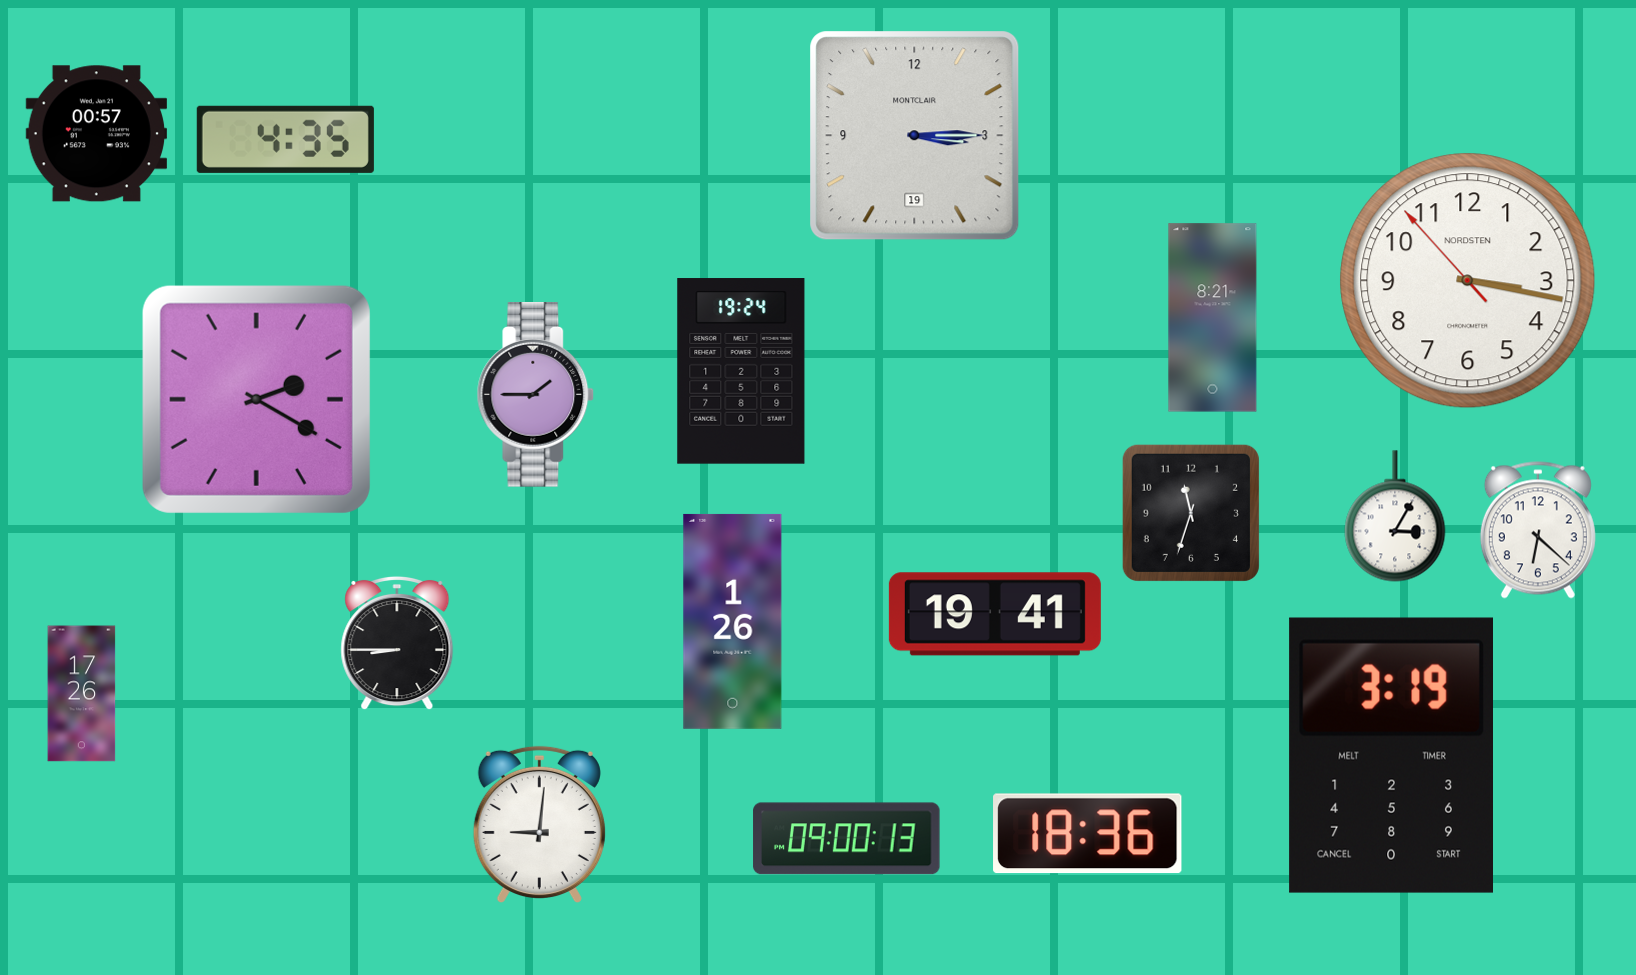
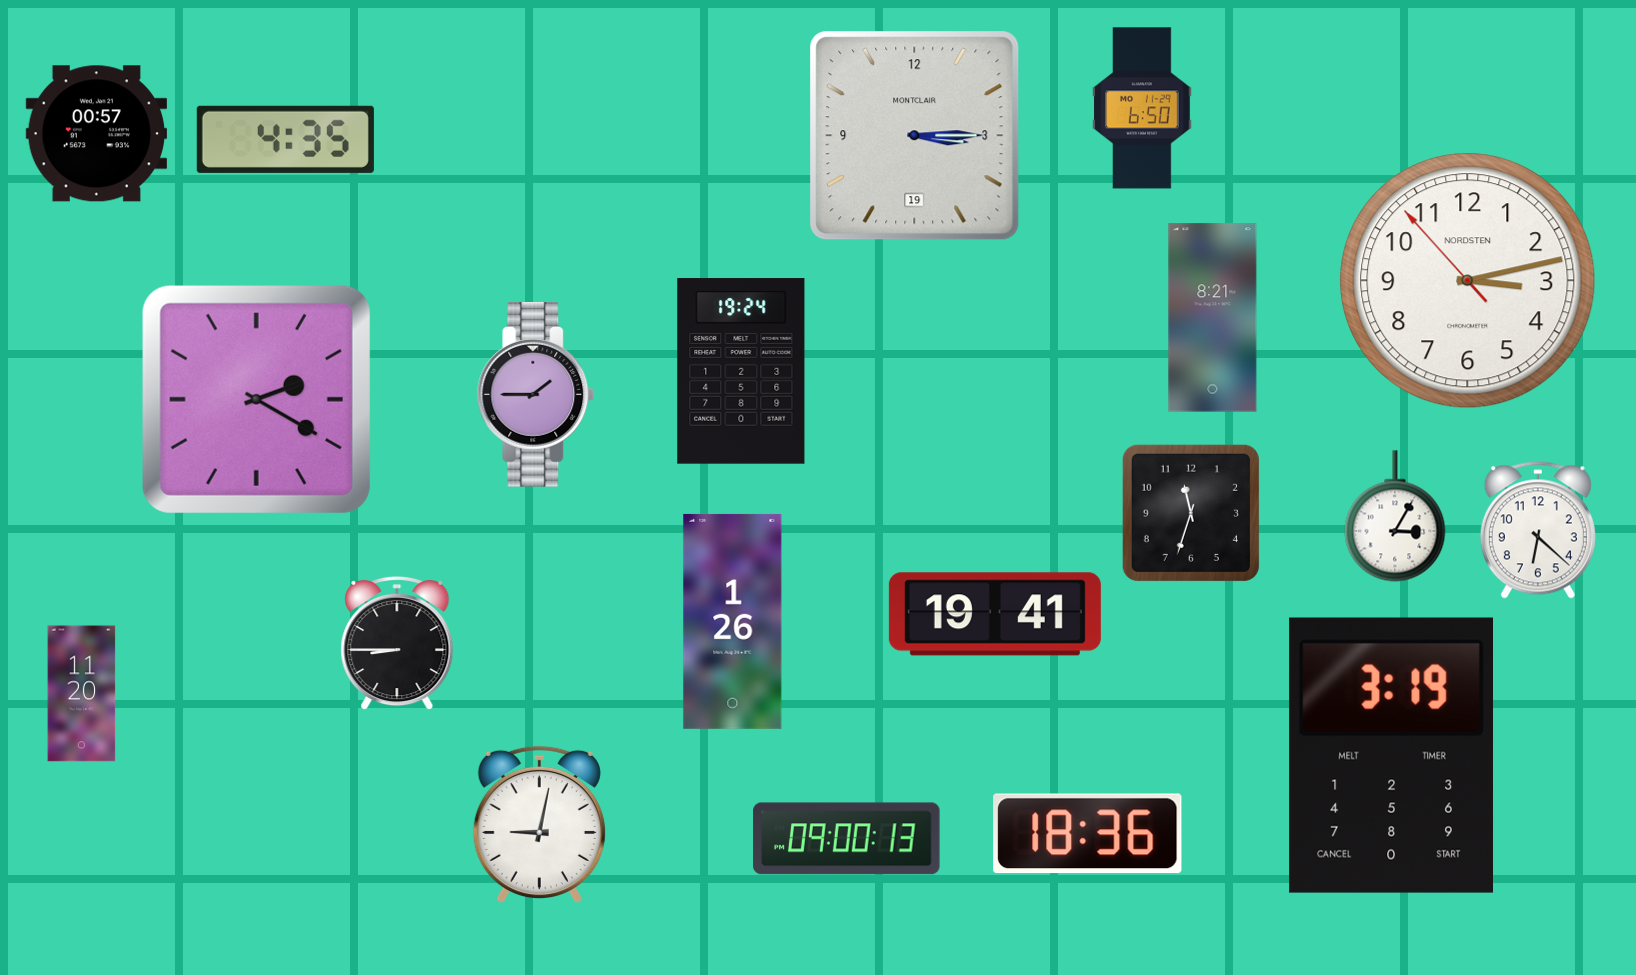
clock at (1142, 108): none -> 6:50
clock at (1468, 281): 3:16 -> 3:12
clock at (82, 694): 17:26 -> 11:20
clock at (539, 824): 9:01 -> 9:02
